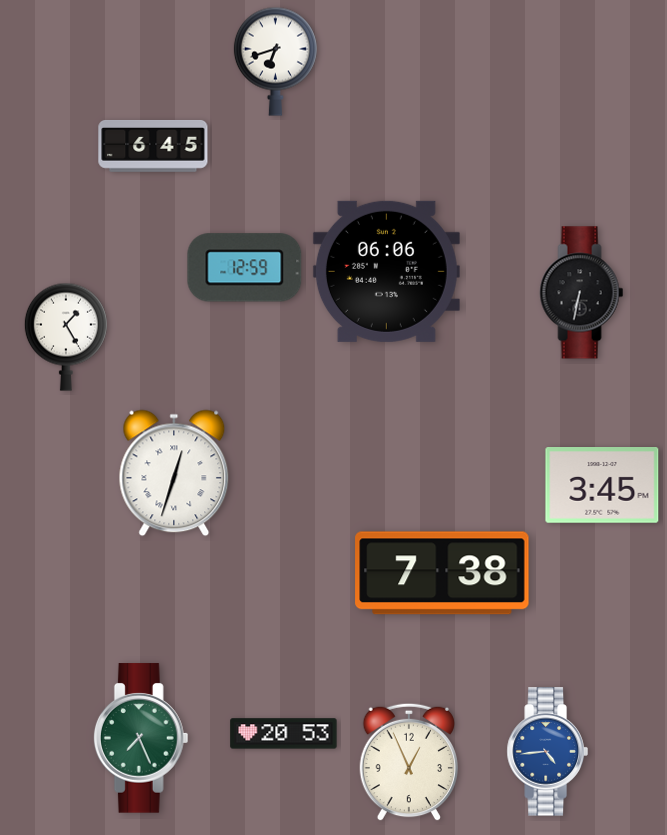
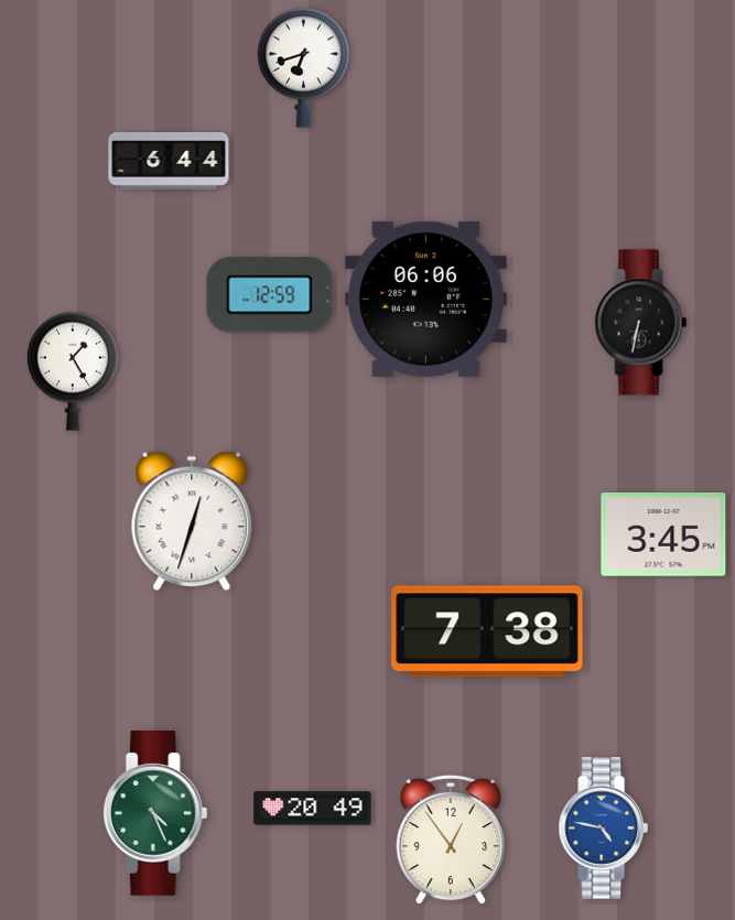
clock at (153, 146): 6:45 -> 6:44
clock at (284, 734): 20:53 -> 20:49
clock at (141, 738): 7:26 -> 4:26
clock at (547, 752): 4:44 -> 4:47
clock at (409, 762): 12:56 -> 12:54
